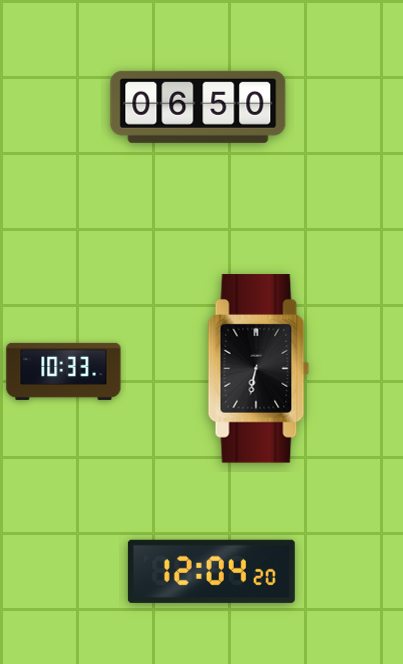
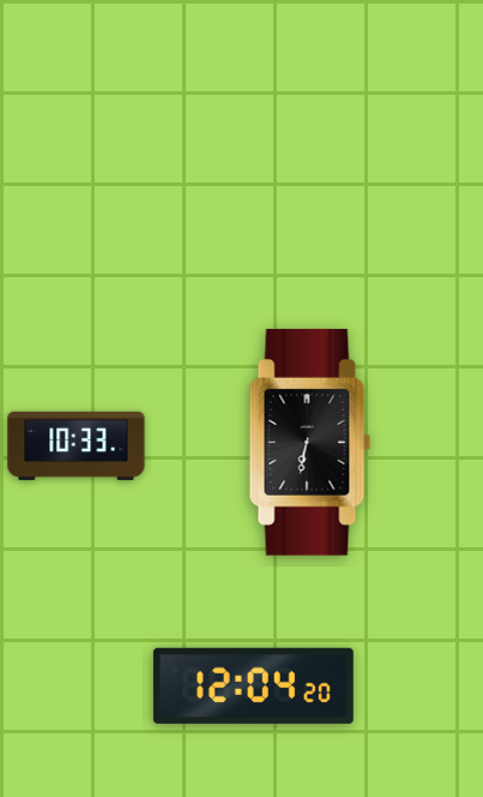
clock at (198, 107): 06:50 -> none
